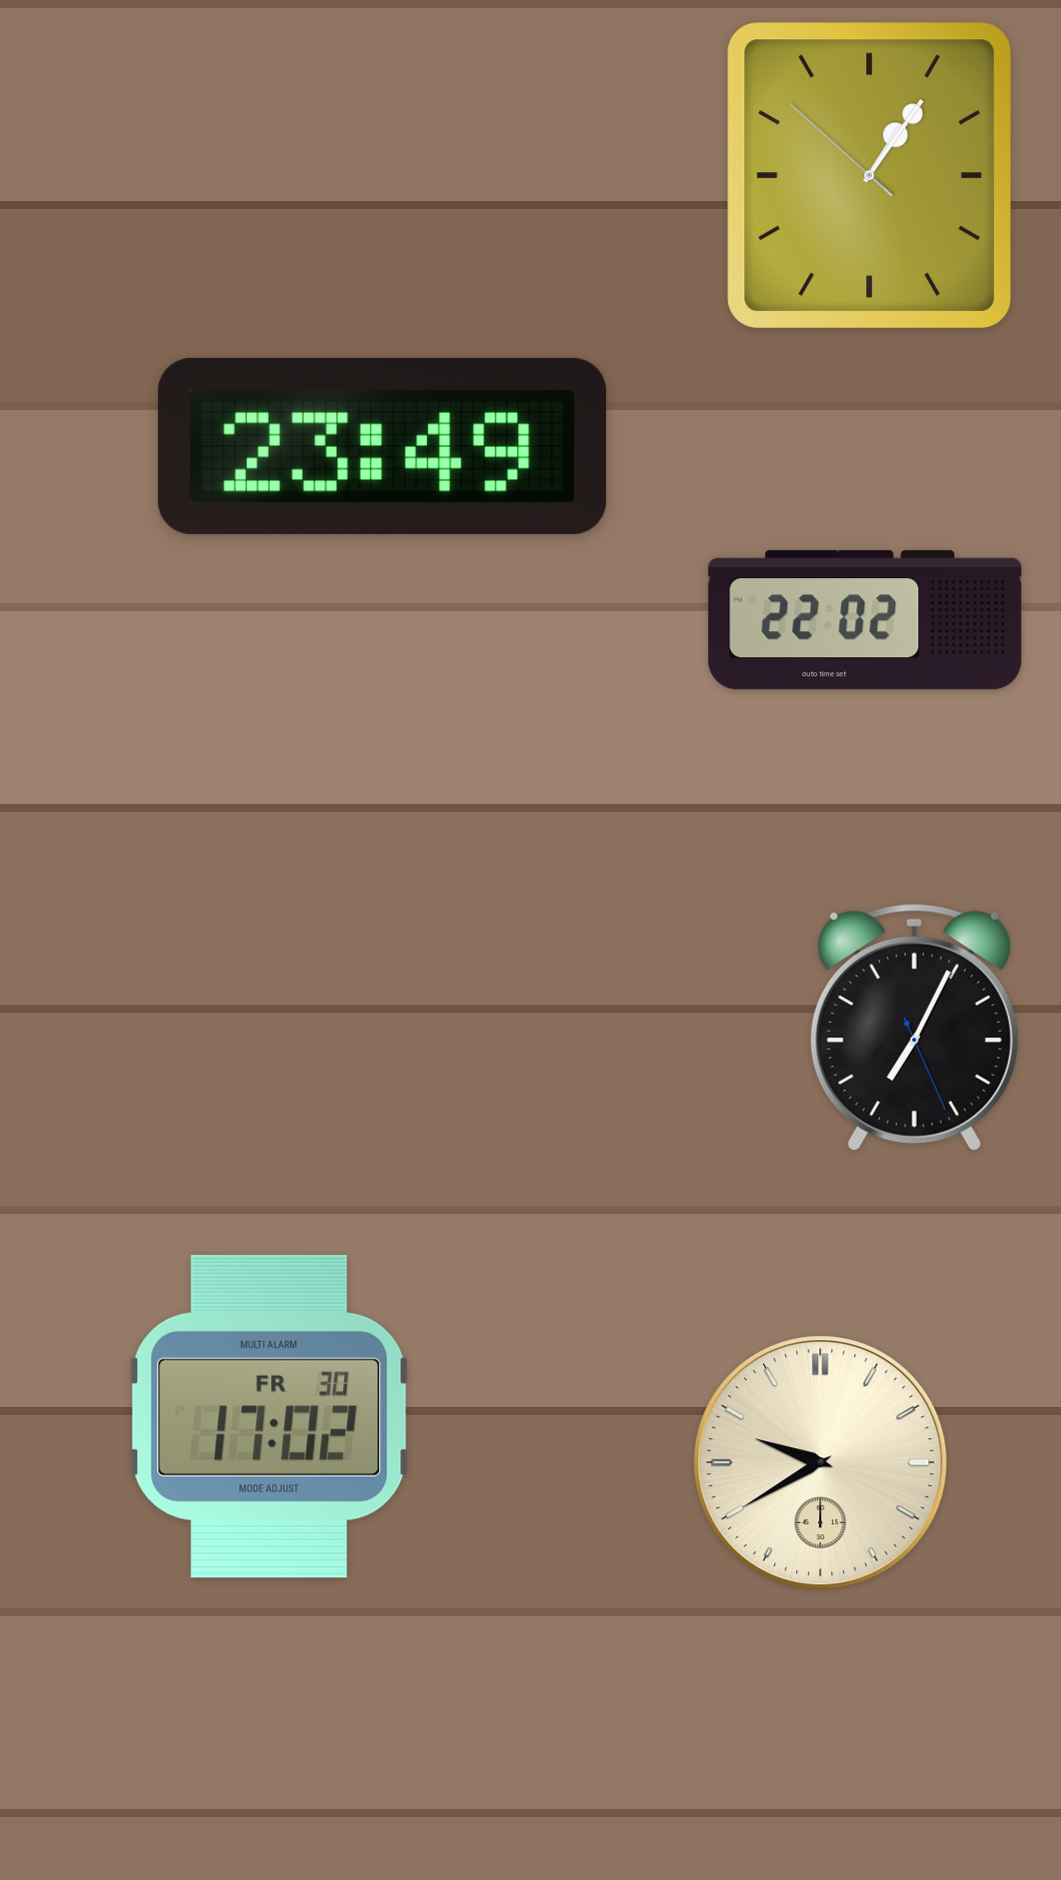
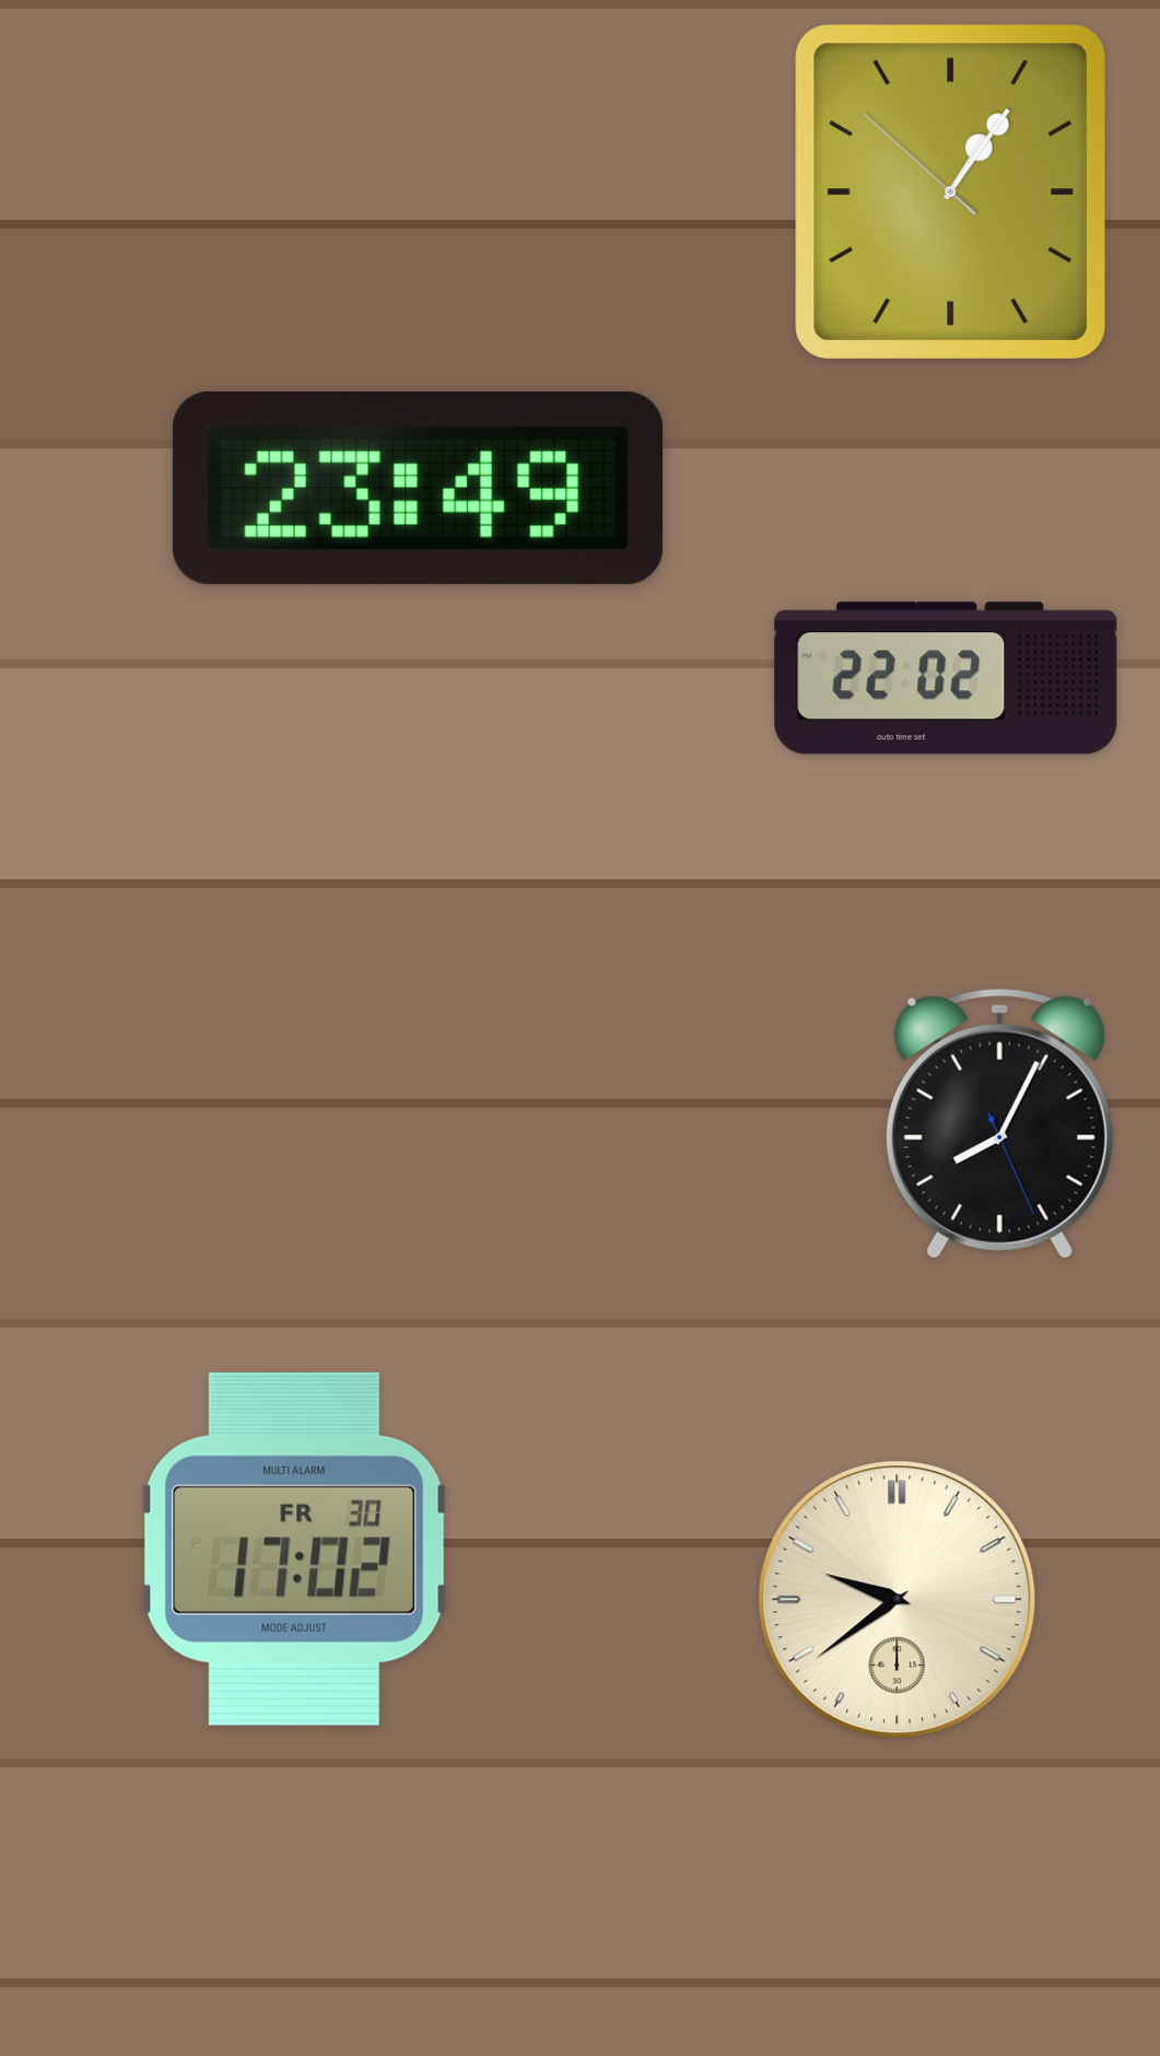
clock at (914, 1027): 7:04 -> 8:04
clock at (821, 1463): 9:40 -> 9:39
